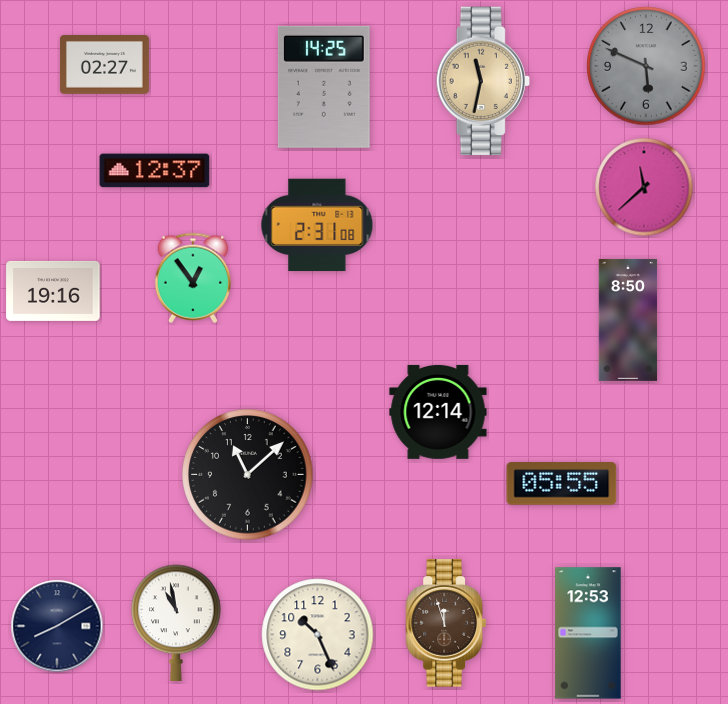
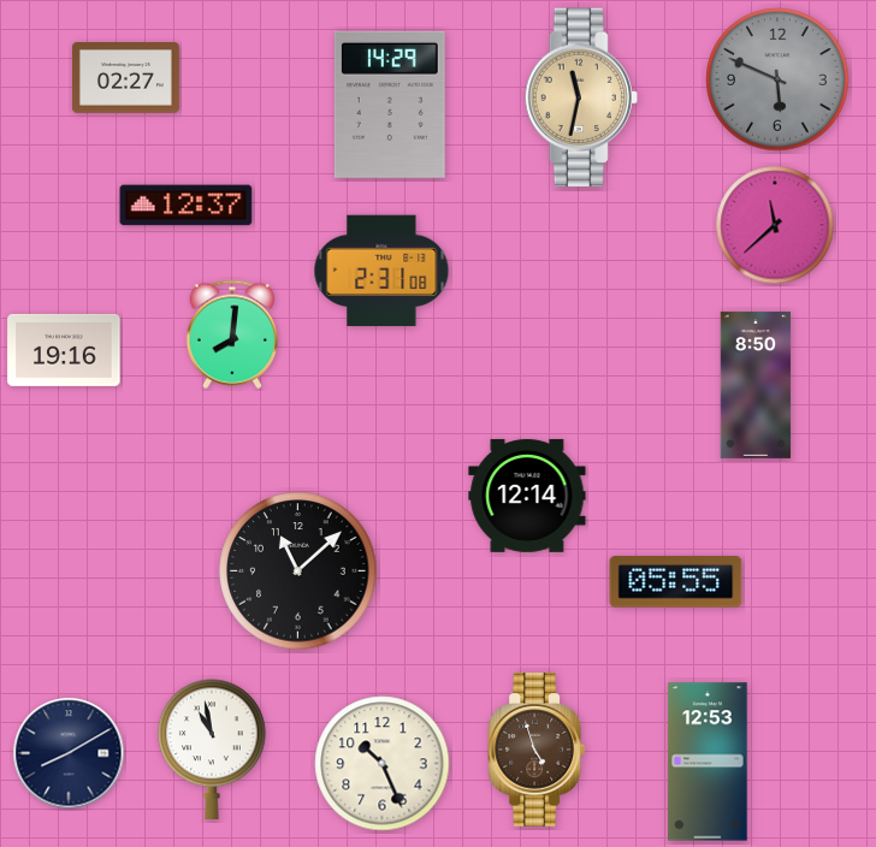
clock at (324, 87): 14:25 -> 14:29
clock at (193, 278): 12:54 -> 8:01
clock at (445, 623): 11:57 -> 4:57
